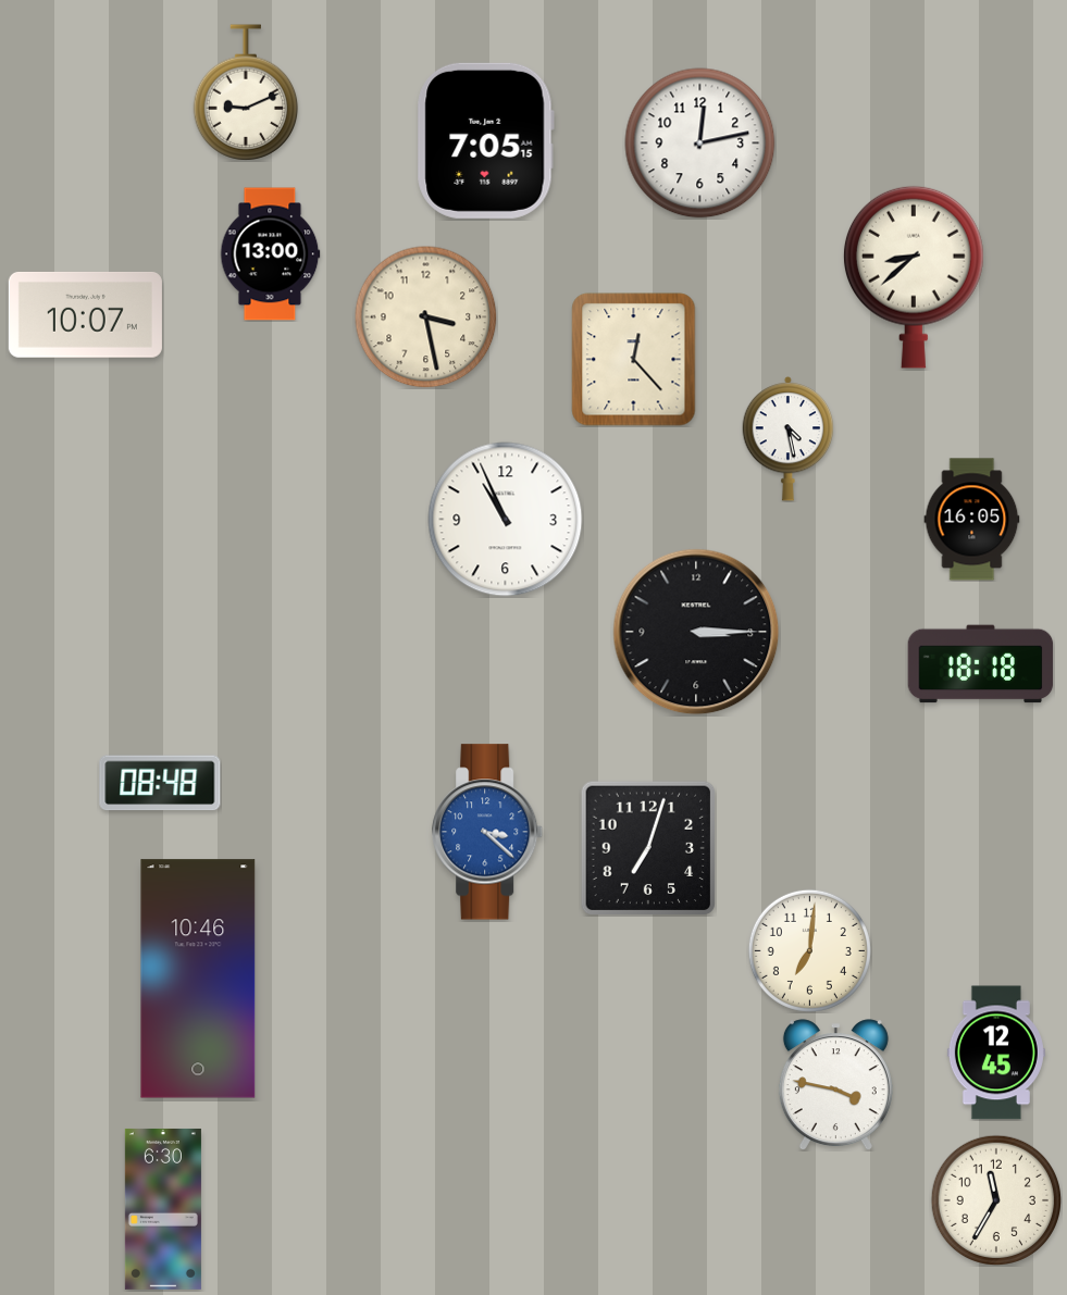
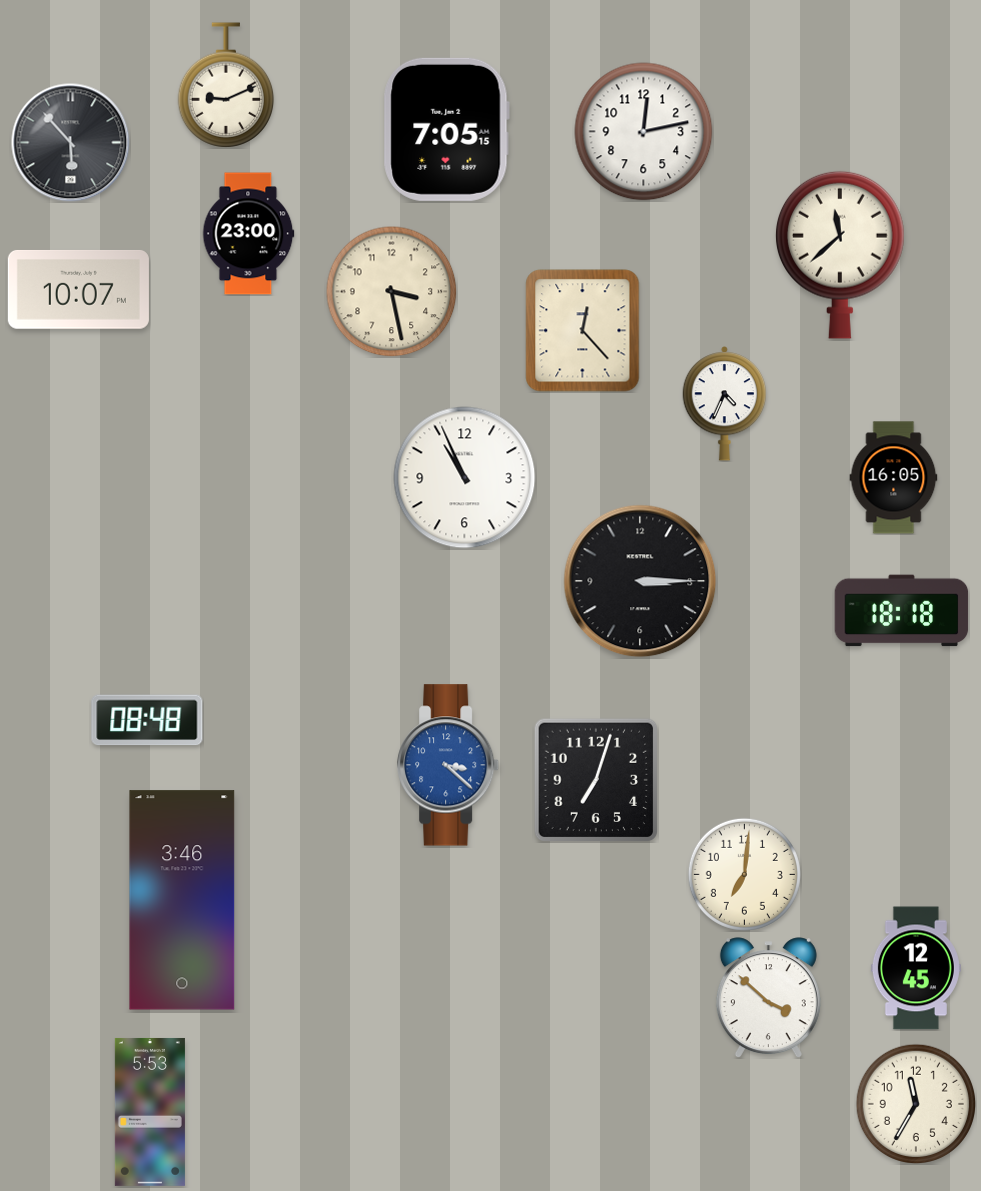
clock at (71, 143): none -> 5:53
clock at (271, 254): 13:00 -> 23:00
clock at (914, 277): 8:38 -> 11:38
clock at (789, 439): 4:28 -> 4:34
clock at (198, 979): 10:46 -> 3:46
clock at (835, 1085): 3:47 -> 3:52
clock at (163, 1209): 6:30 -> 5:53
